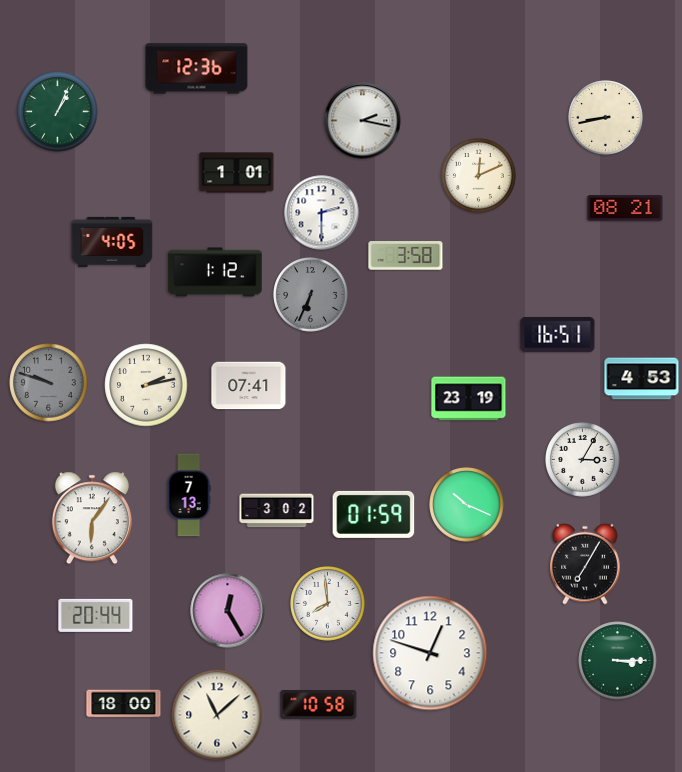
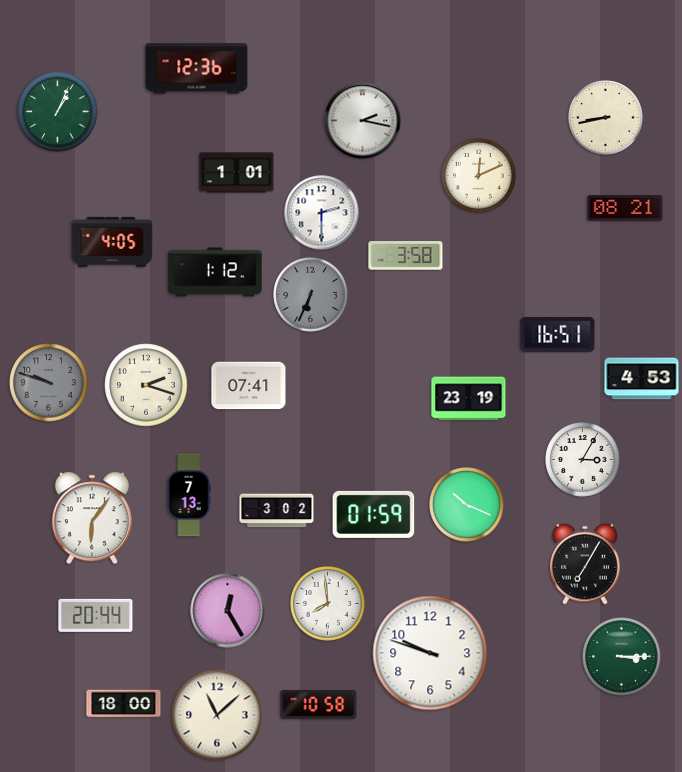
clock at (146, 385): 2:13 -> 2:18
clock at (430, 653): 12:48 -> 9:48
clock at (618, 661) position: (618, 661) -> (622, 657)
